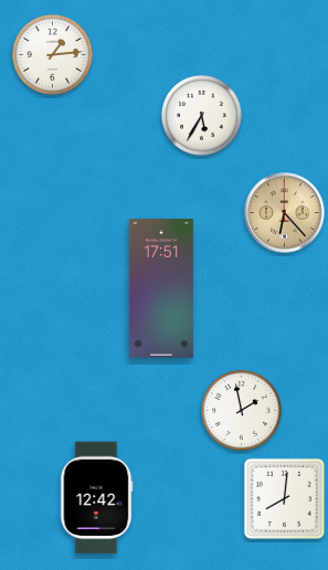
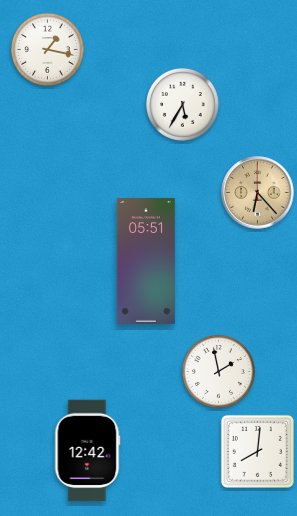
clock at (52, 54): 1:14 -> 1:17
clock at (161, 289): 17:51 -> 05:51
